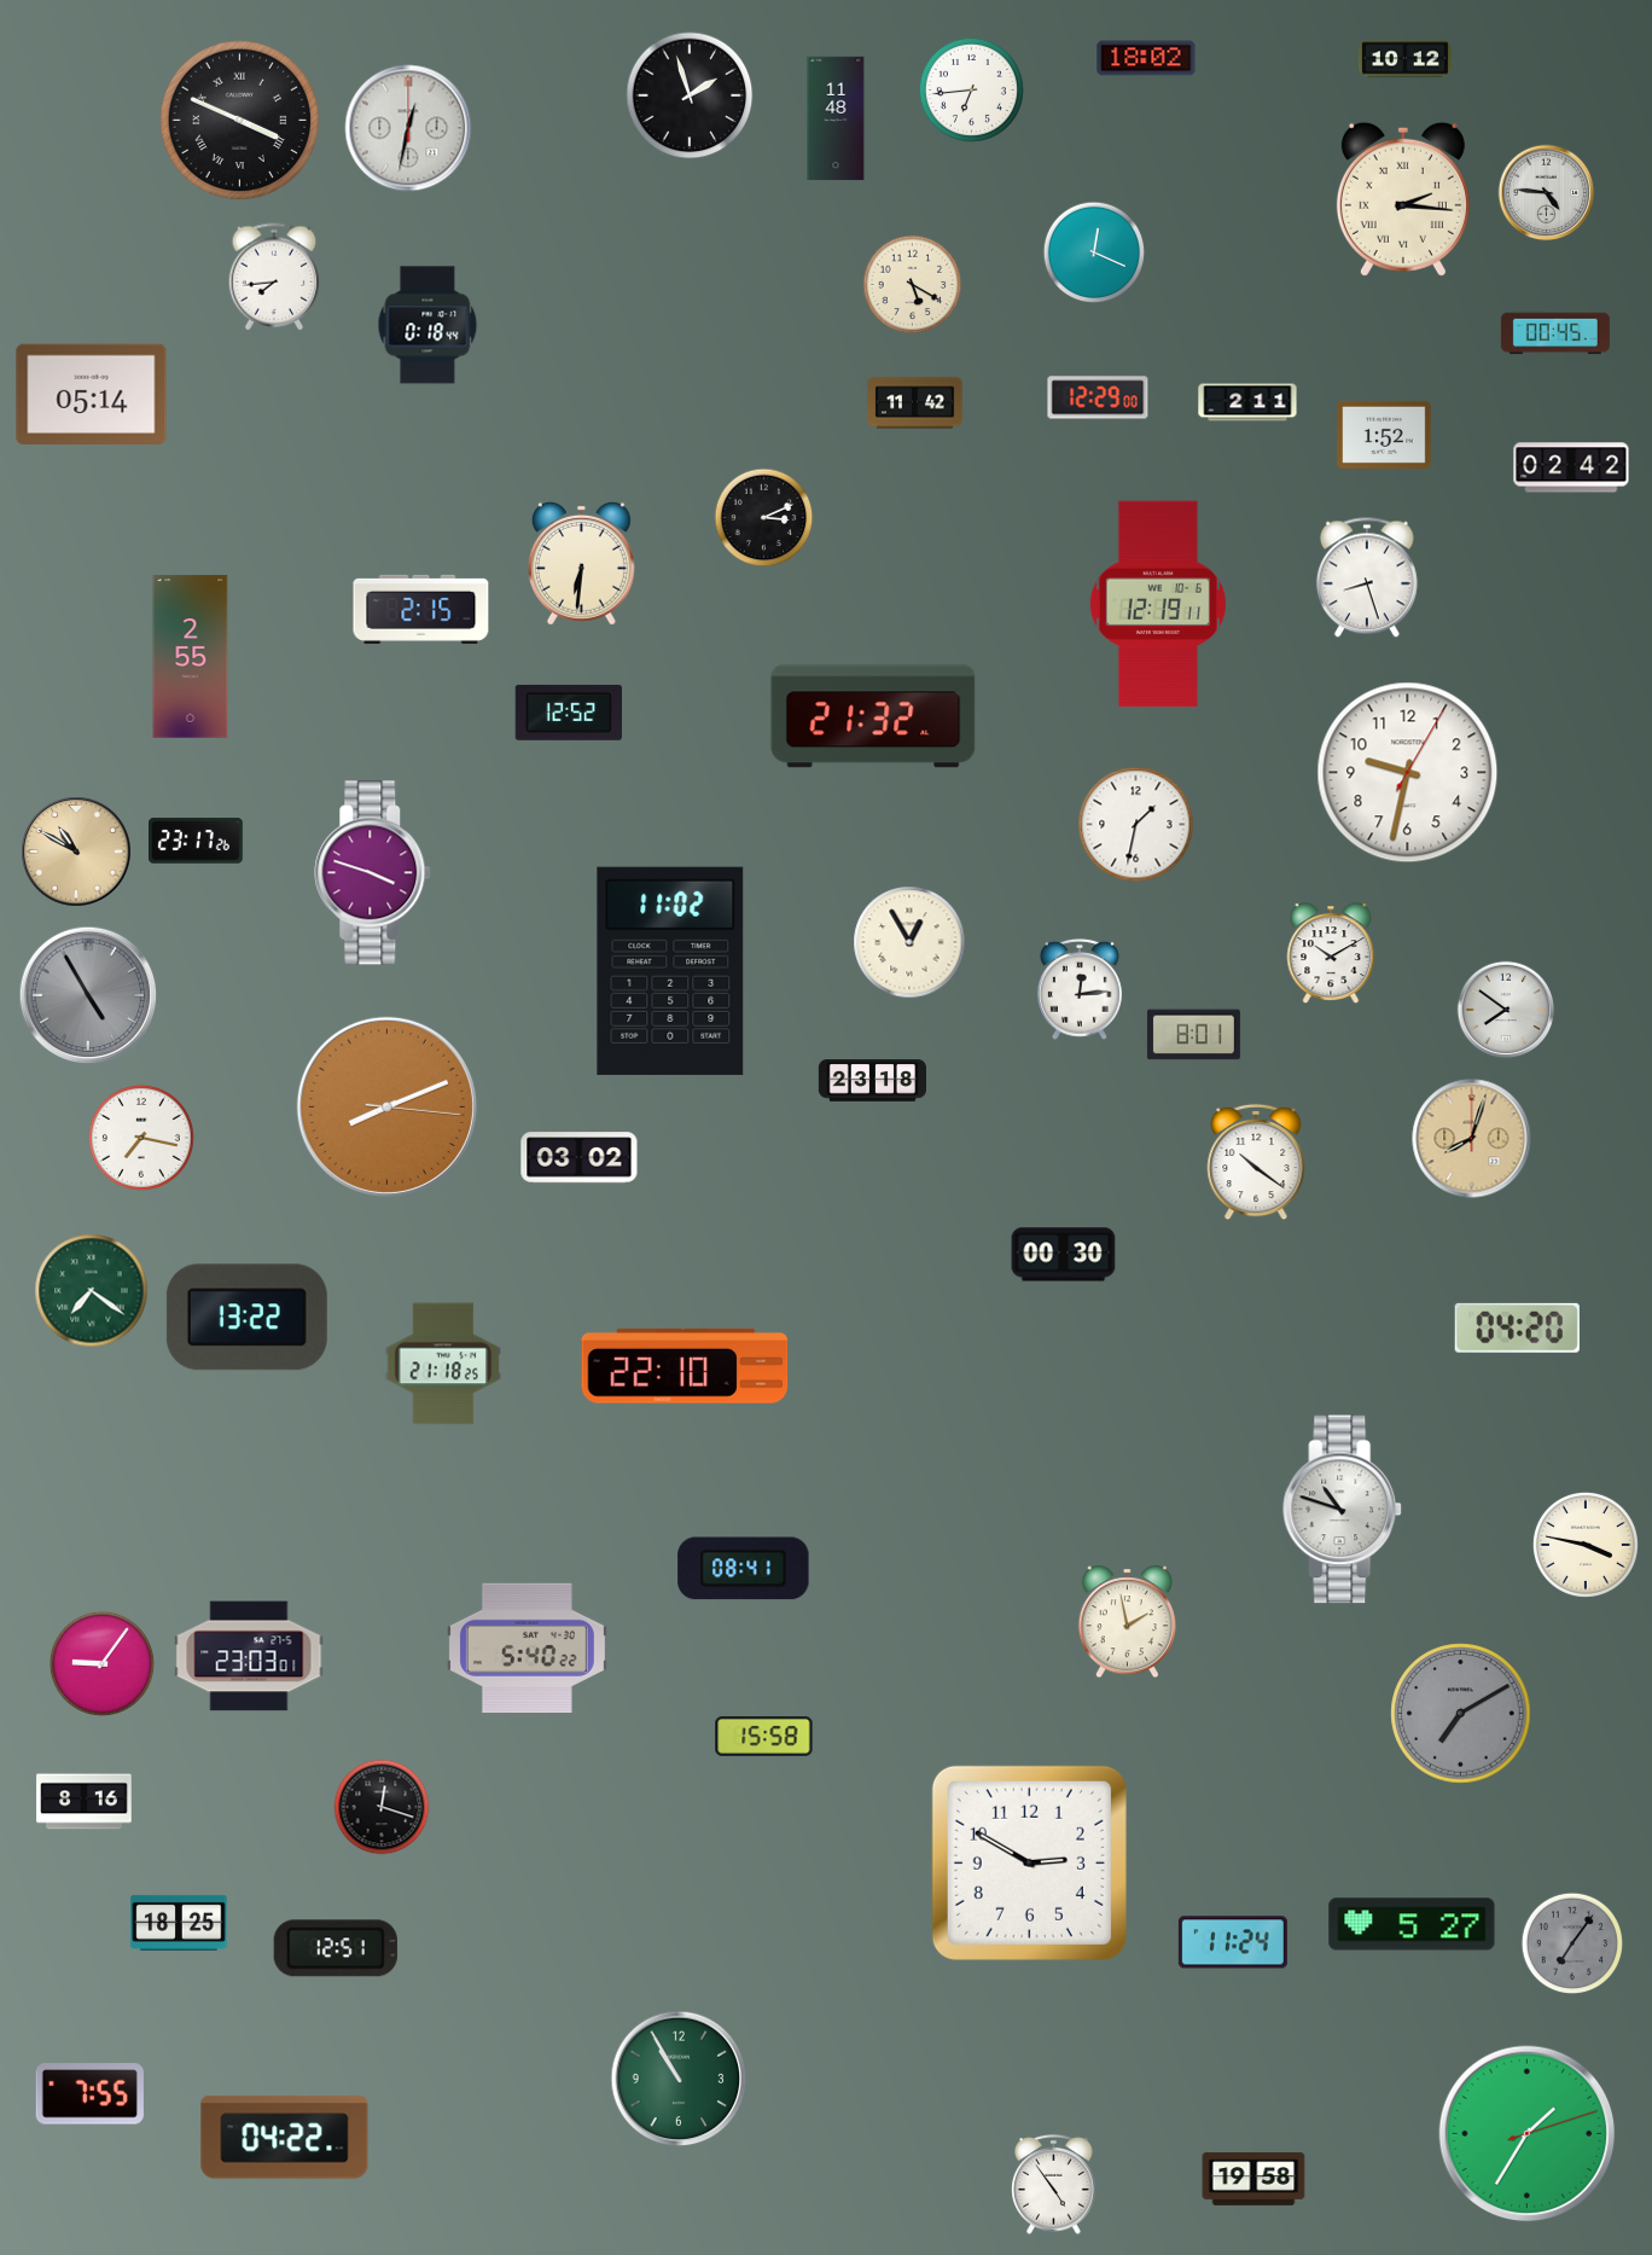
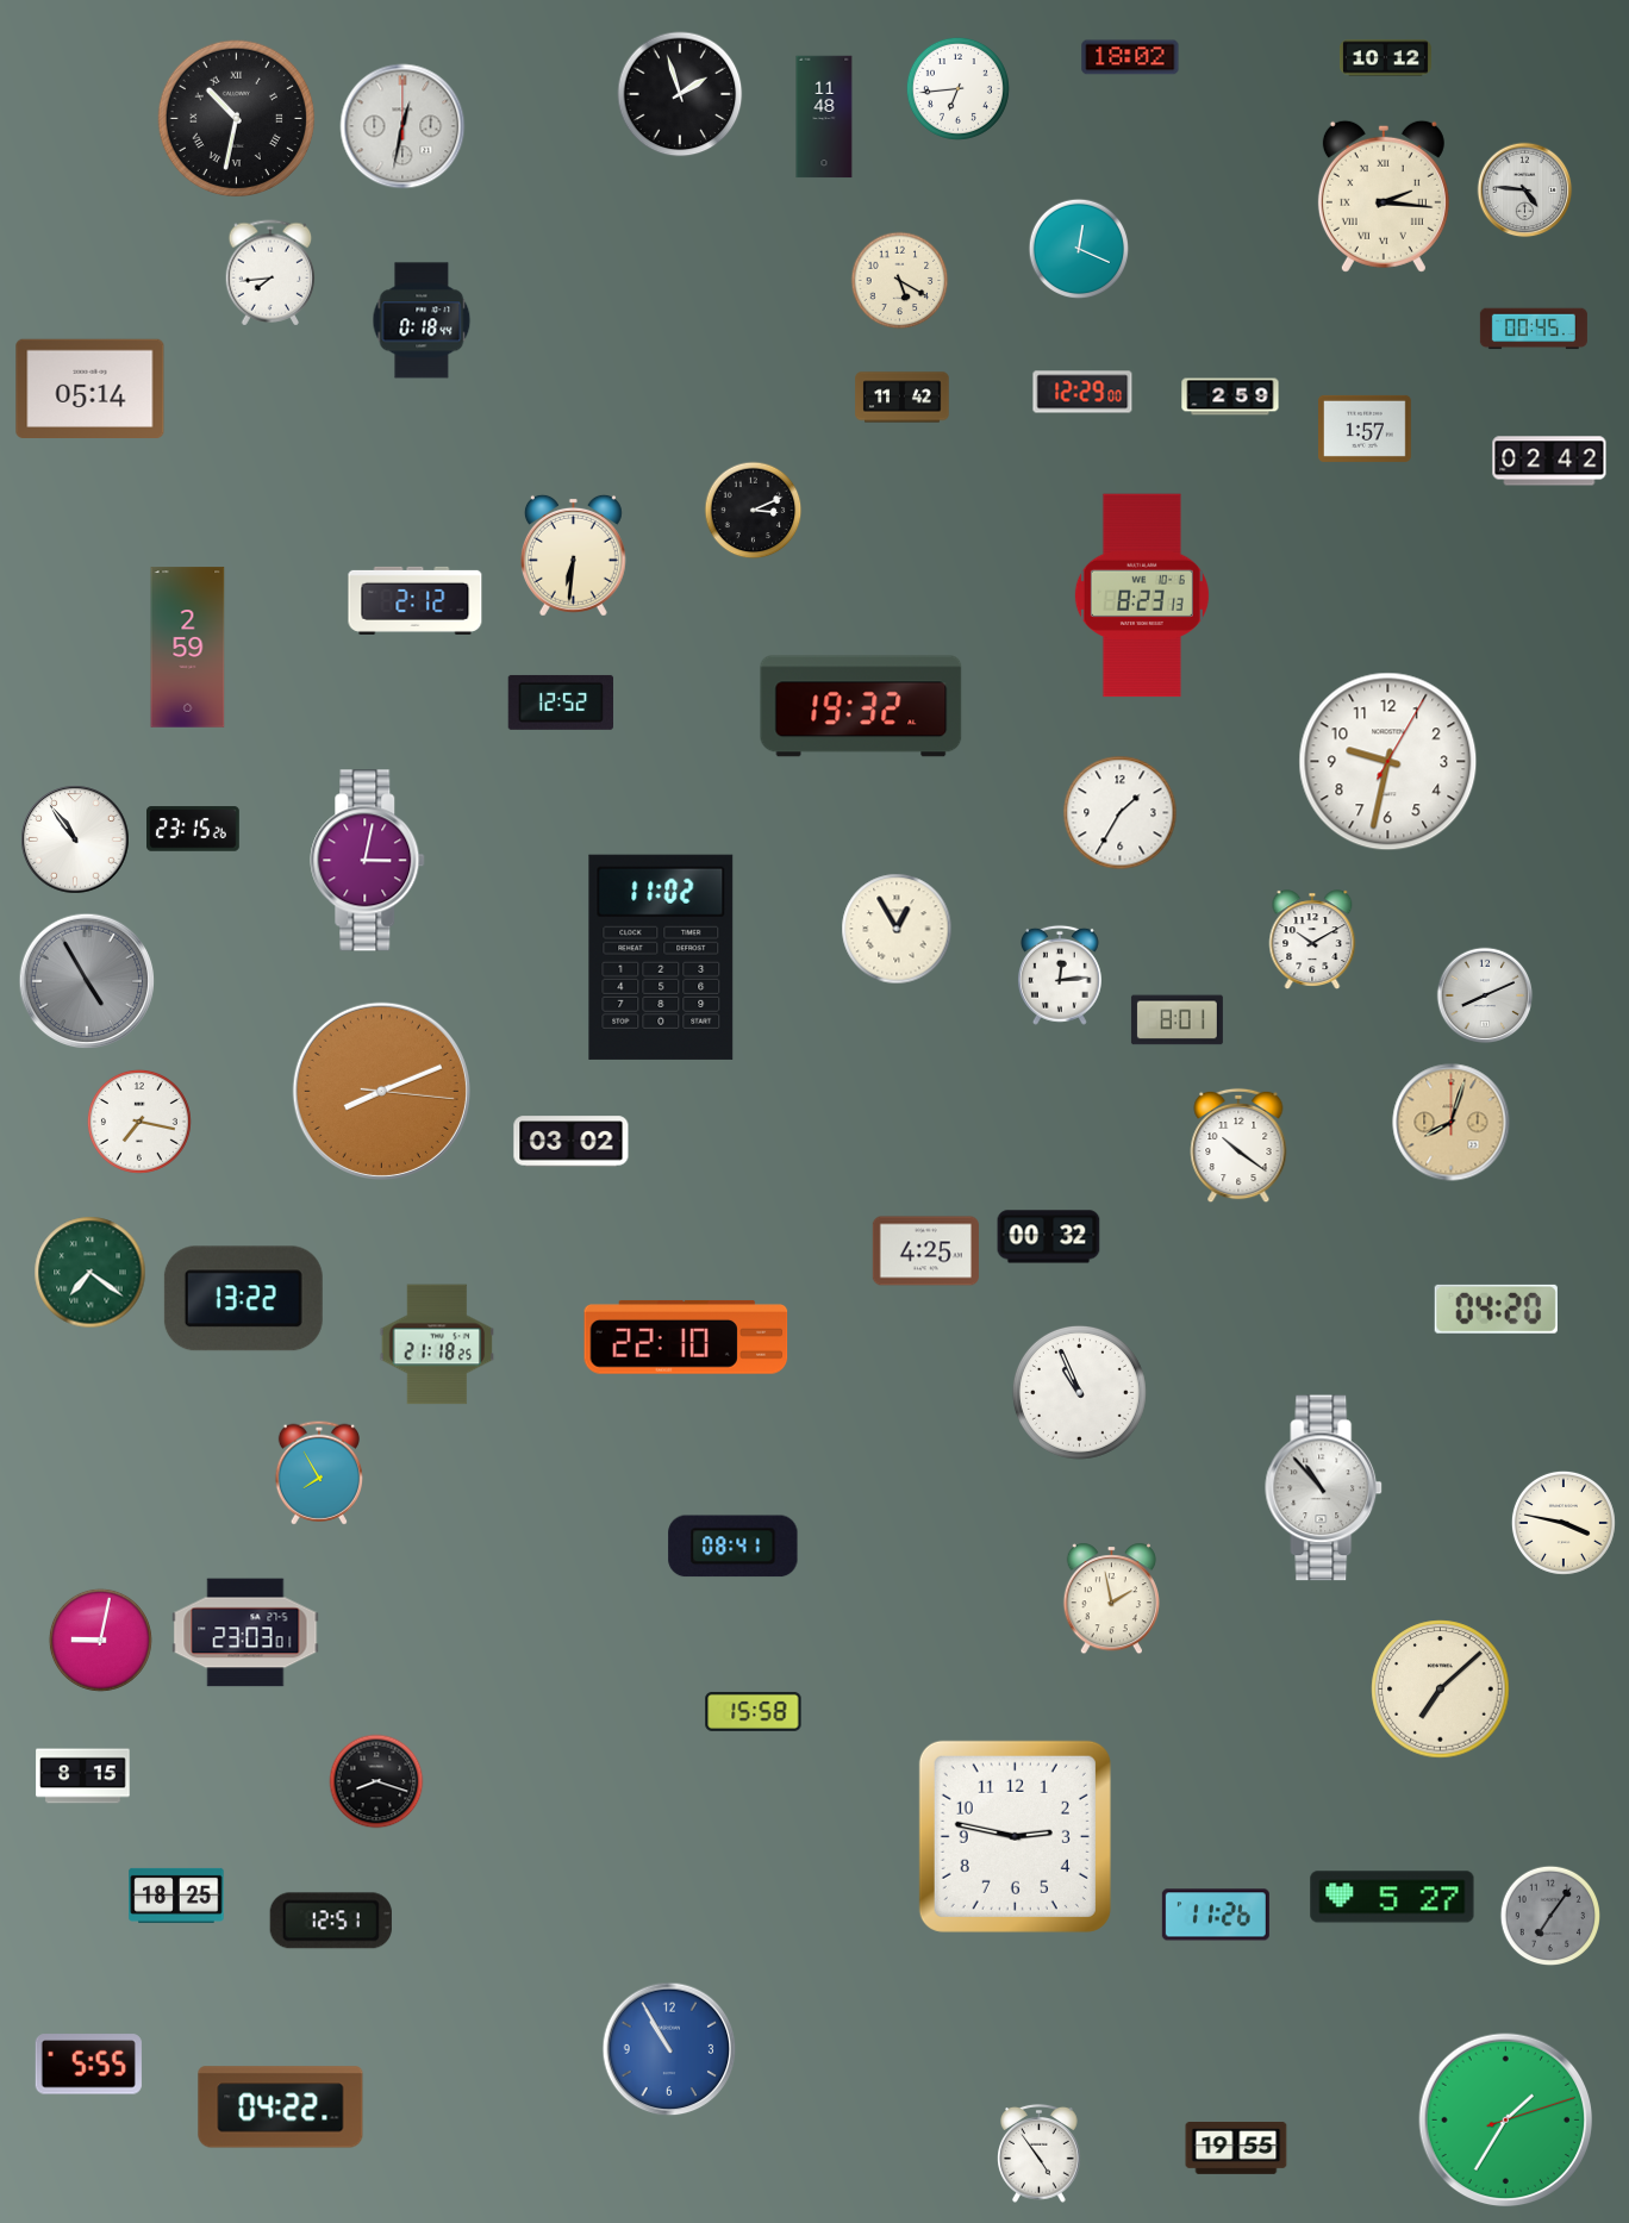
clock at (239, 120): 3:49 -> 10:32
clock at (1247, 402): 2:11 -> 2:59
clock at (1385, 435): 1:52 -> 1:57
clock at (1367, 577): 8:27 -> none
clock at (1158, 604): 12:19 -> 8:23
clock at (421, 609): 2:15 -> 2:12
clock at (191, 657): 2:55 -> 2:59
clock at (873, 716): 21:32 -> 19:32
clock at (1136, 825): 1:32 -> 1:35
clock at (196, 841): 23:17 -> 23:15
clock at (76, 852): 10:50 -> 10:54
clock at (76, 852) dial: champagne -> white
clock at (373, 873): 3:48 -> 3:02
clock at (1080, 989) position: (1080, 989) -> (1060, 975)
clock at (1506, 1010): 7:51 -> 8:11
clock at (872, 1081): 23:18 -> none
clock at (1064, 1255): 00:30 -> 00:32
clock at (925, 1251): none -> 4:25
clock at (685, 1366) position: (685, 1366) -> (686, 1337)
clock at (1079, 1392): none -> 10:56
clock at (319, 1473): none -> 7:55
clock at (1343, 1510): 10:48 -> 10:53
clock at (527, 1647): 5:40 -> none
clock at (101, 1663): 9:06 -> 9:02
clock at (1461, 1714): 7:10 -> 7:08
clock at (1461, 1714) dial: grey -> cream
clock at (85, 1802): 8:16 -> 8:15
clock at (382, 1807): 12:18 -> 8:18
clock at (1029, 1862): 2:50 -> 2:47
clock at (1233, 1942): 11:24 -> 11:26
clock at (679, 2079) dial: green -> blue
clock at (89, 2094): 7:55 -> 5:55
clock at (1528, 2134) position: (1528, 2134) -> (1506, 2121)
clock at (1253, 2180): 19:58 -> 19:55
